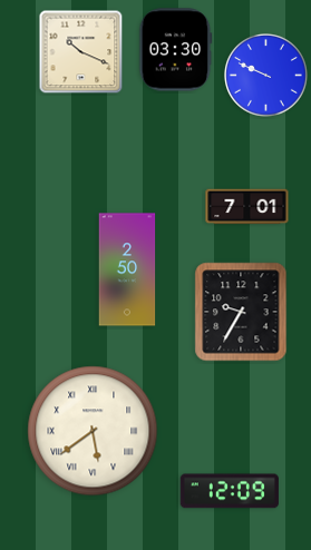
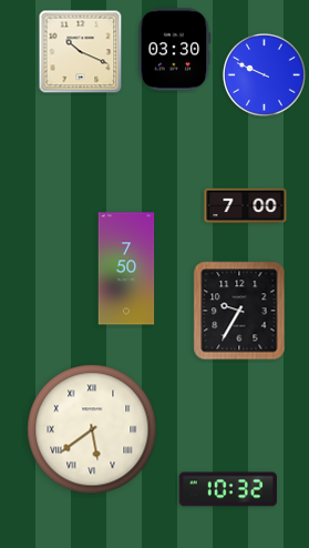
clock at (247, 207): 7:01 -> 7:00
clock at (127, 269): 2:50 -> 7:50
clock at (230, 491): 12:09 -> 10:32
